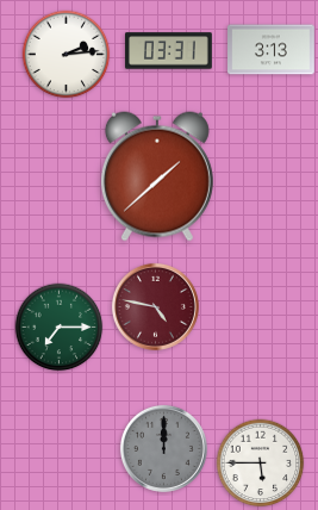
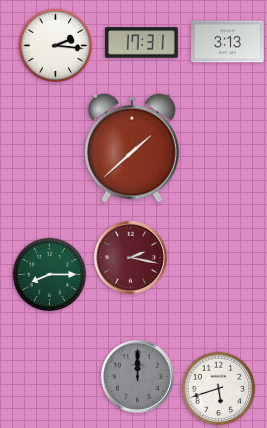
clock at (169, 51): 03:31 -> 17:31
clock at (67, 55): 2:14 -> 2:16
clock at (155, 306): 4:47 -> 2:17
clock at (60, 328): 7:15 -> 8:15
clock at (261, 464): 5:45 -> 5:42
